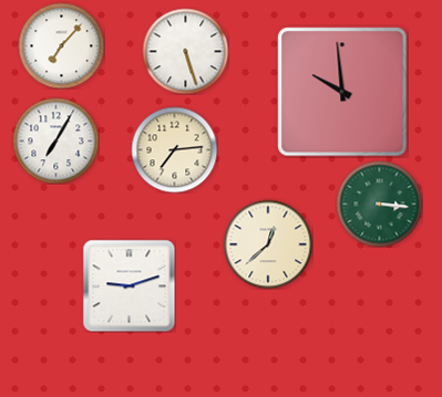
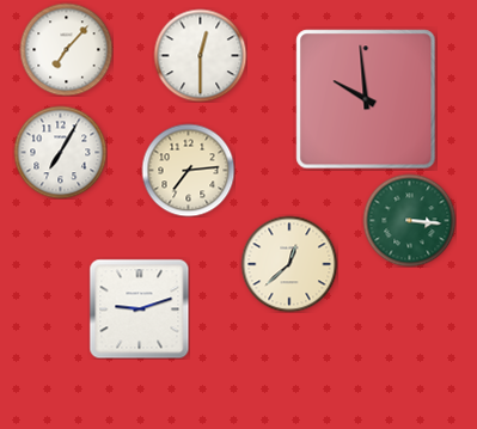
clock at (185, 51): 5:27 -> 12:30
clock at (342, 92) position: (342, 92) -> (366, 99)
clock at (174, 149) position: (174, 149) -> (188, 170)
